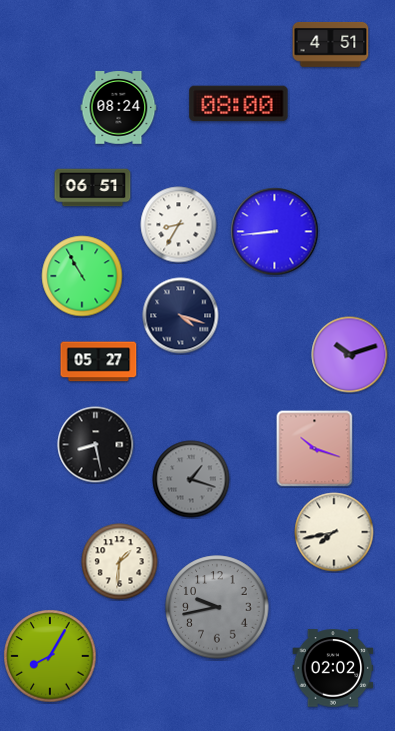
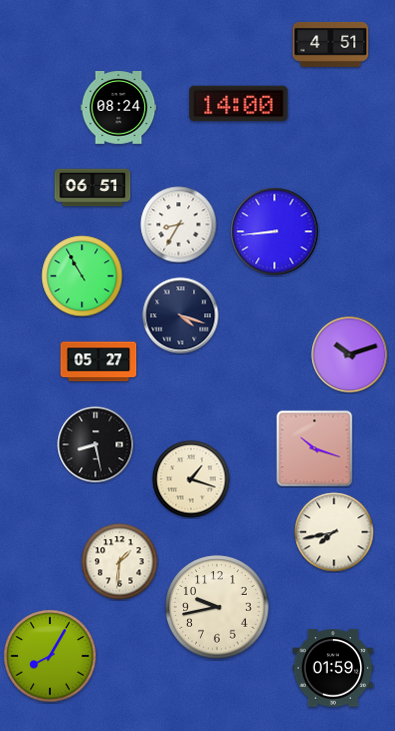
clock at (239, 104): 08:00 -> 14:00
clock at (191, 479) dial: grey -> cream
clock at (217, 607) dial: grey -> cream
clock at (333, 668): 02:02 -> 01:59
